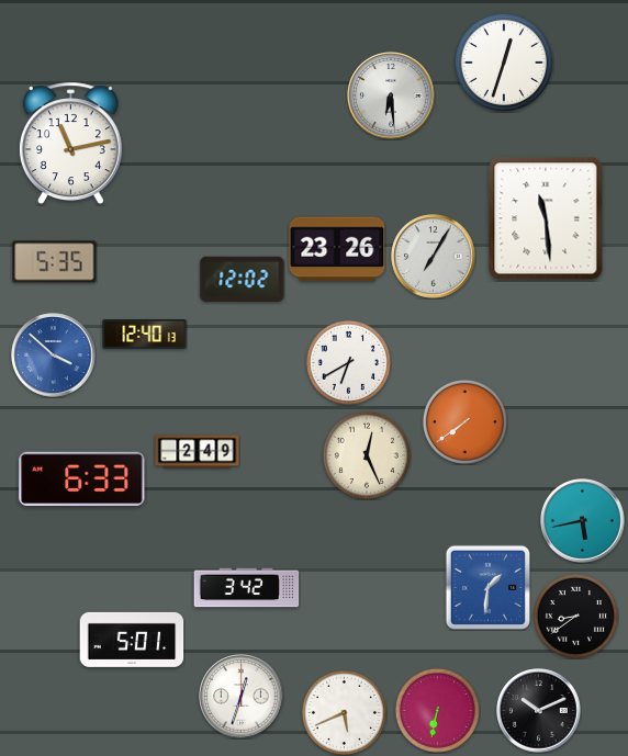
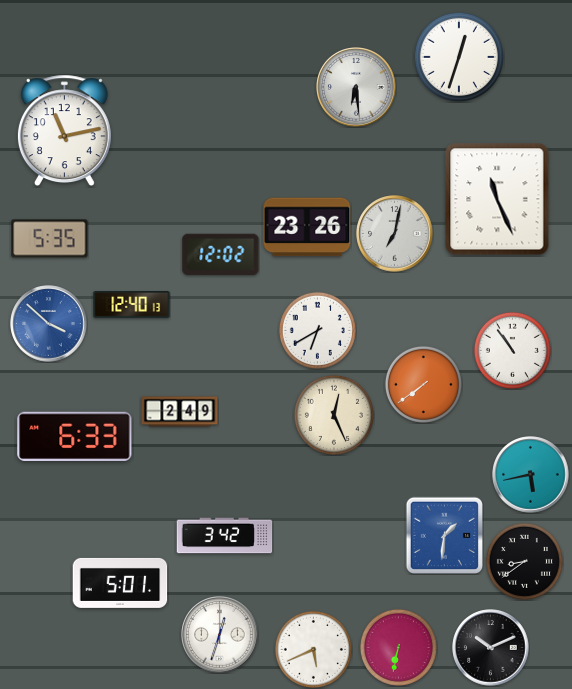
clock at (546, 218): 11:29 -> 11:26
clock at (434, 257): 7:05 -> 7:02
clock at (512, 350): none -> 10:54
